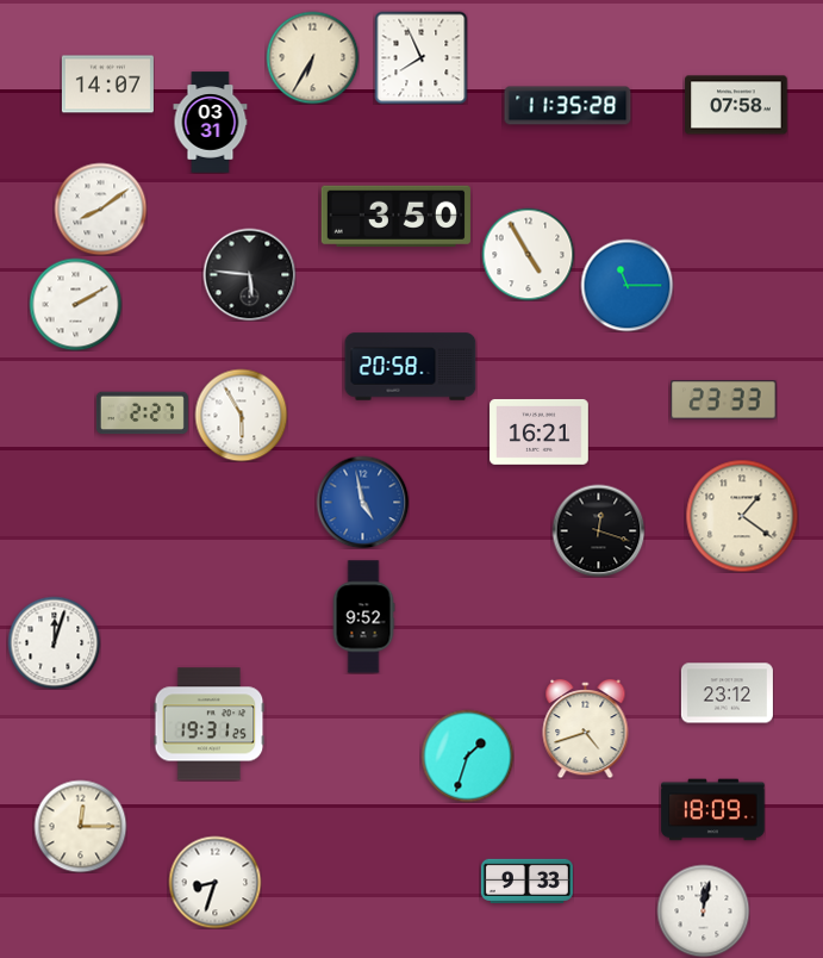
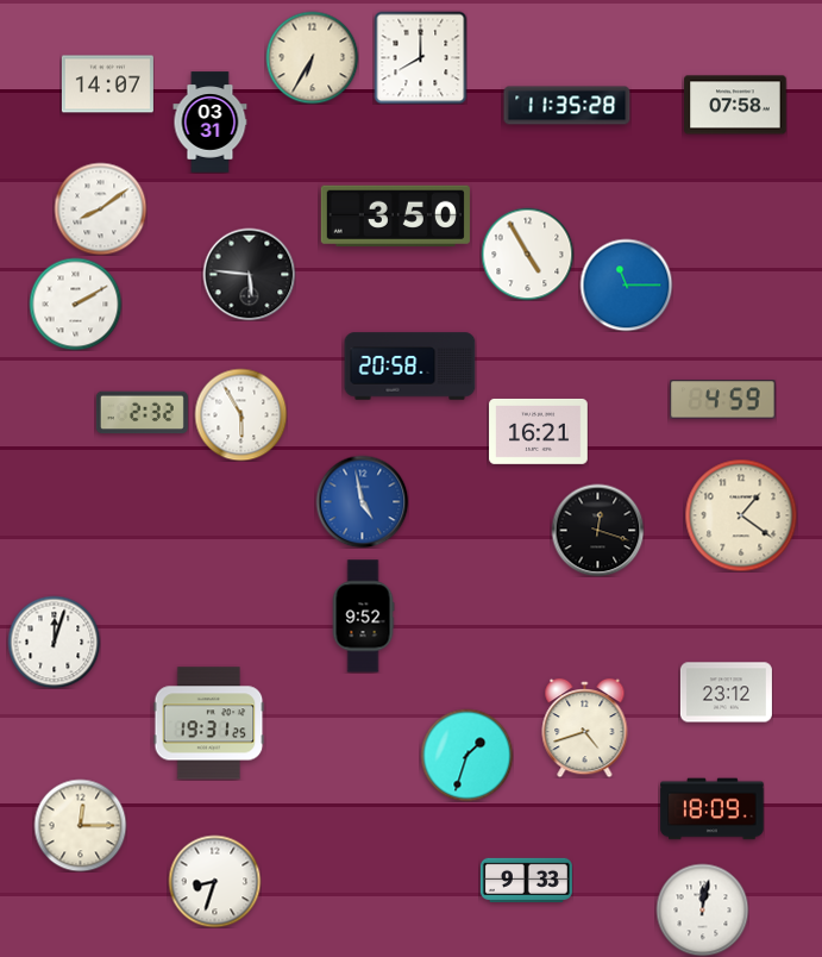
clock at (420, 57): 7:56 -> 8:00
clock at (724, 400): 23:33 -> 4:59
clock at (142, 413): 2:27 -> 2:32
